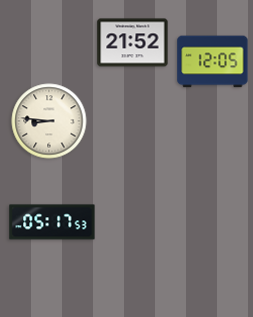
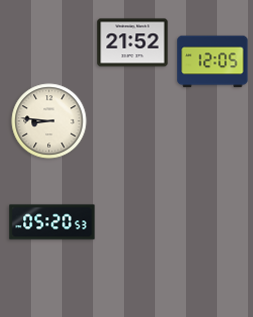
clock at (52, 222): 05:17 -> 05:20
